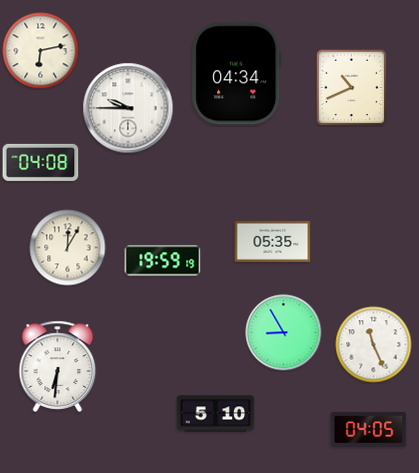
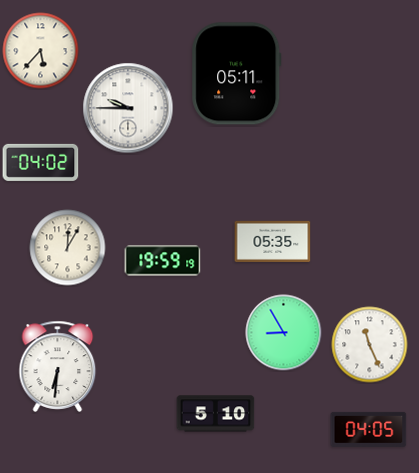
clock at (41, 51): 6:13 -> 5:37
clock at (237, 74): 04:34 -> 05:11
clock at (352, 87): 10:41 -> none
clock at (41, 162): 04:08 -> 04:02
clock at (374, 345) position: (374, 345) -> (370, 345)
